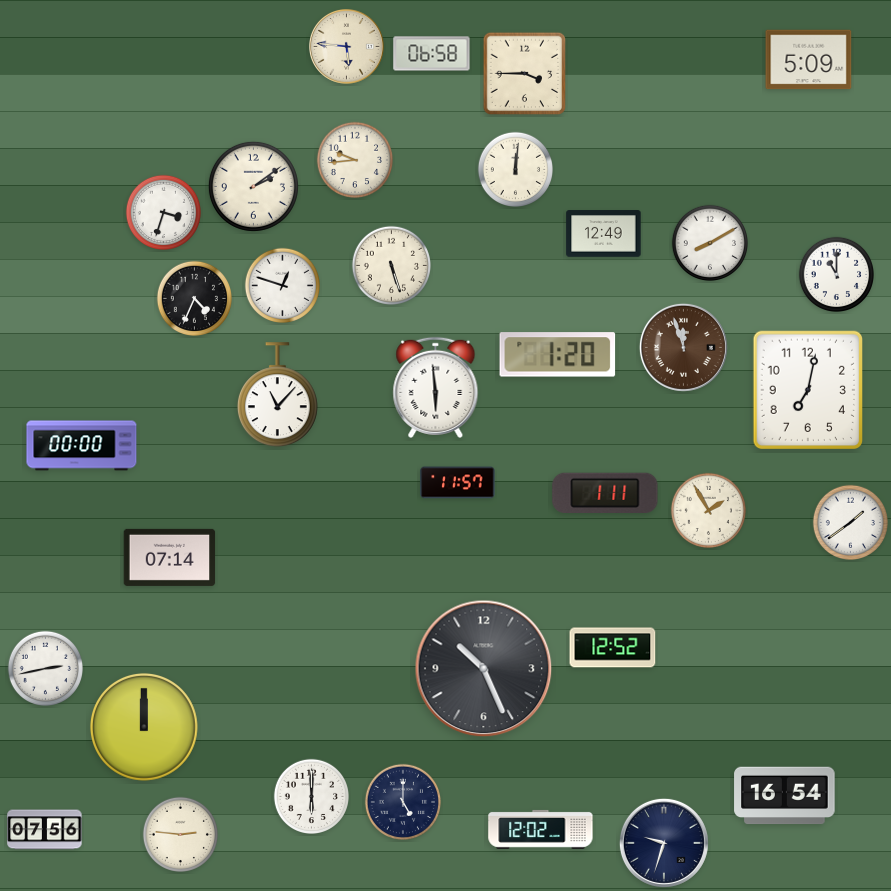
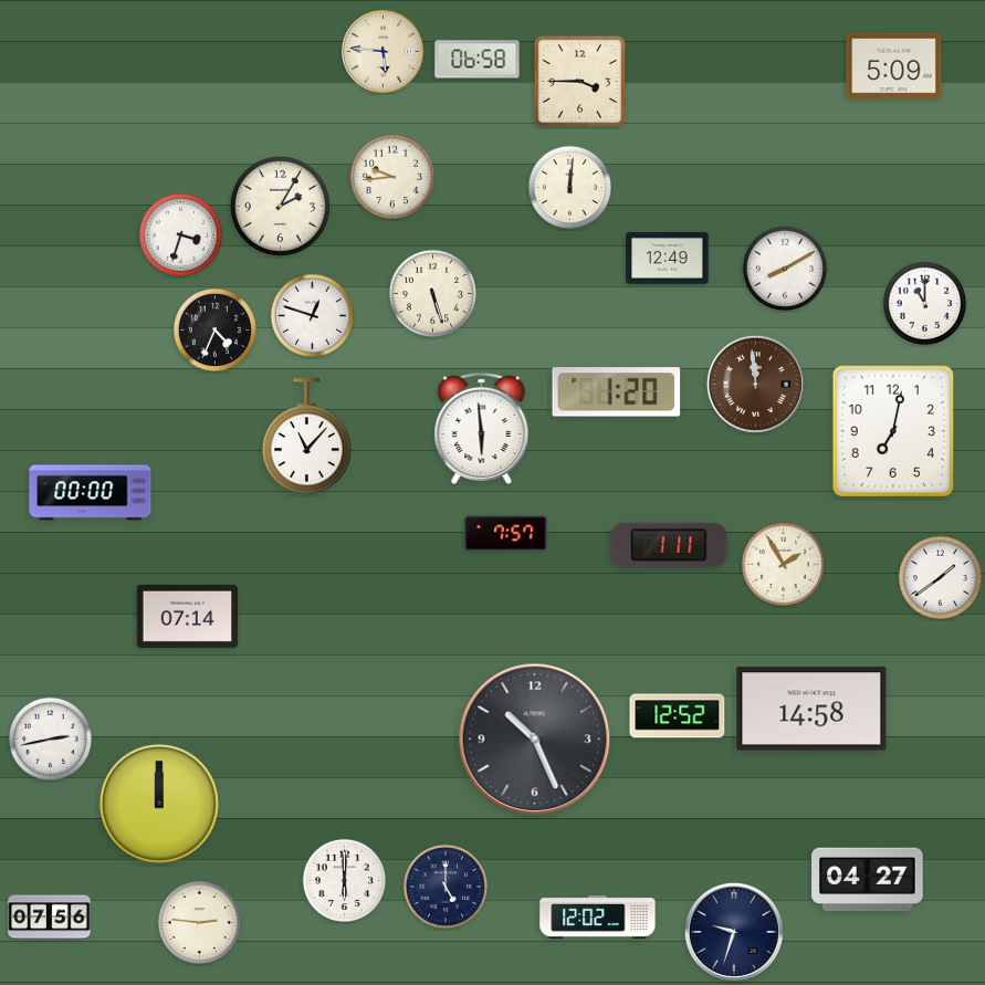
clock at (253, 186): 2:09 -> 2:05
clock at (683, 347): 11:57 -> 11:59
clock at (458, 483): 11:57 -> 7:57
clock at (811, 709): none -> 14:58
clock at (785, 796): 16:54 -> 04:27
